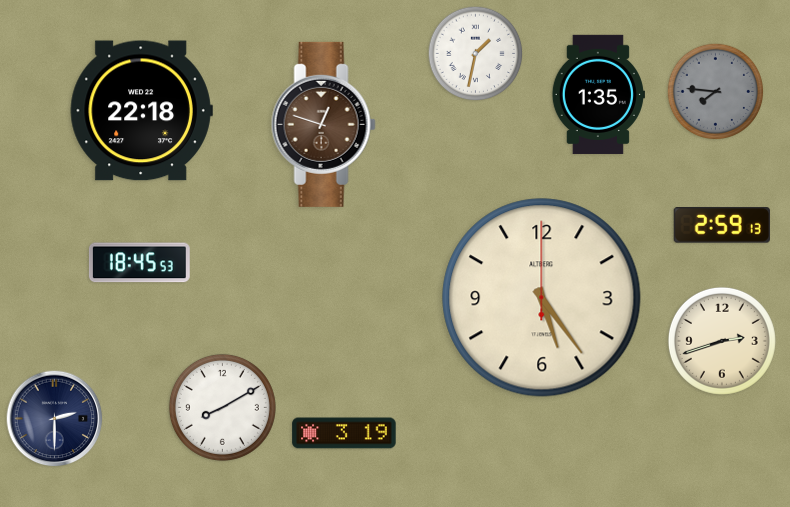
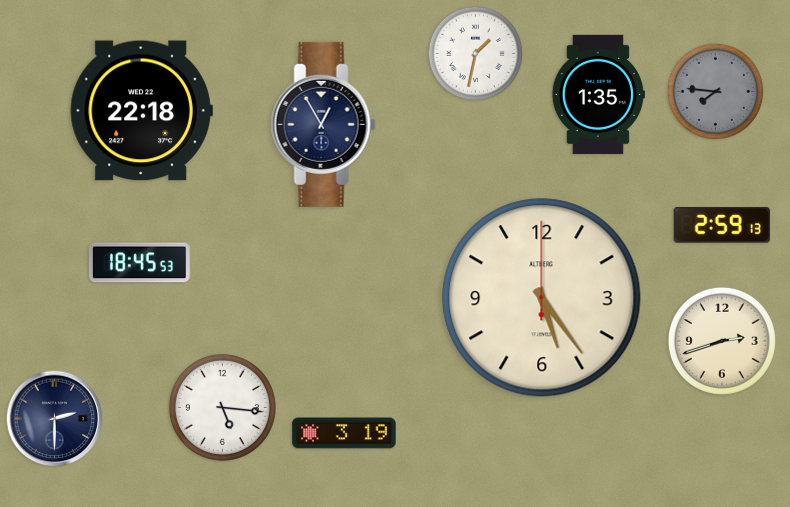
clock at (323, 124): 12:48 -> 12:55
clock at (323, 124) dial: brown -> navy
clock at (222, 407): 8:10 -> 5:16
